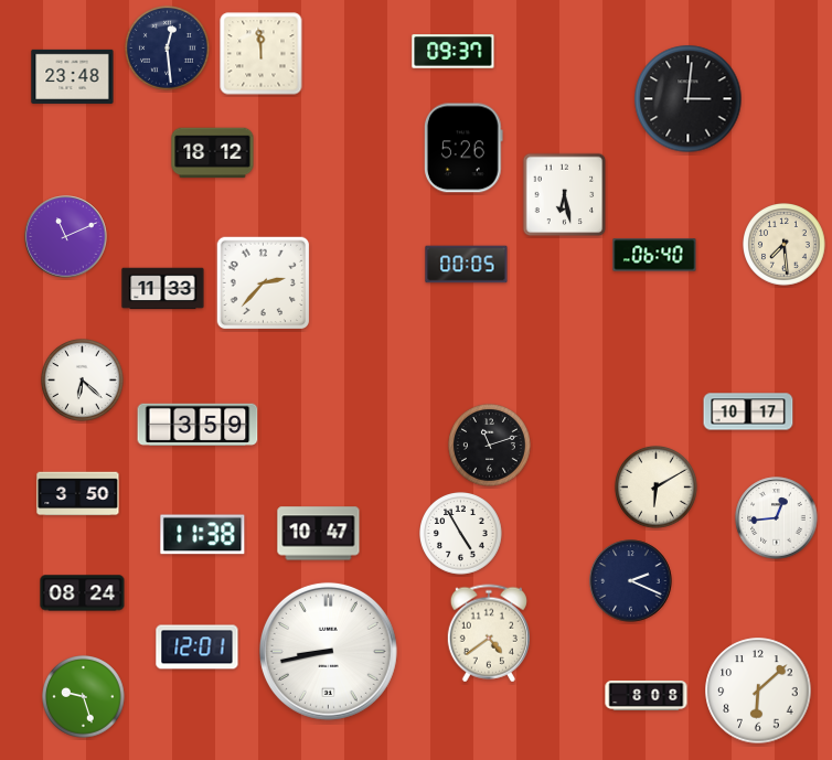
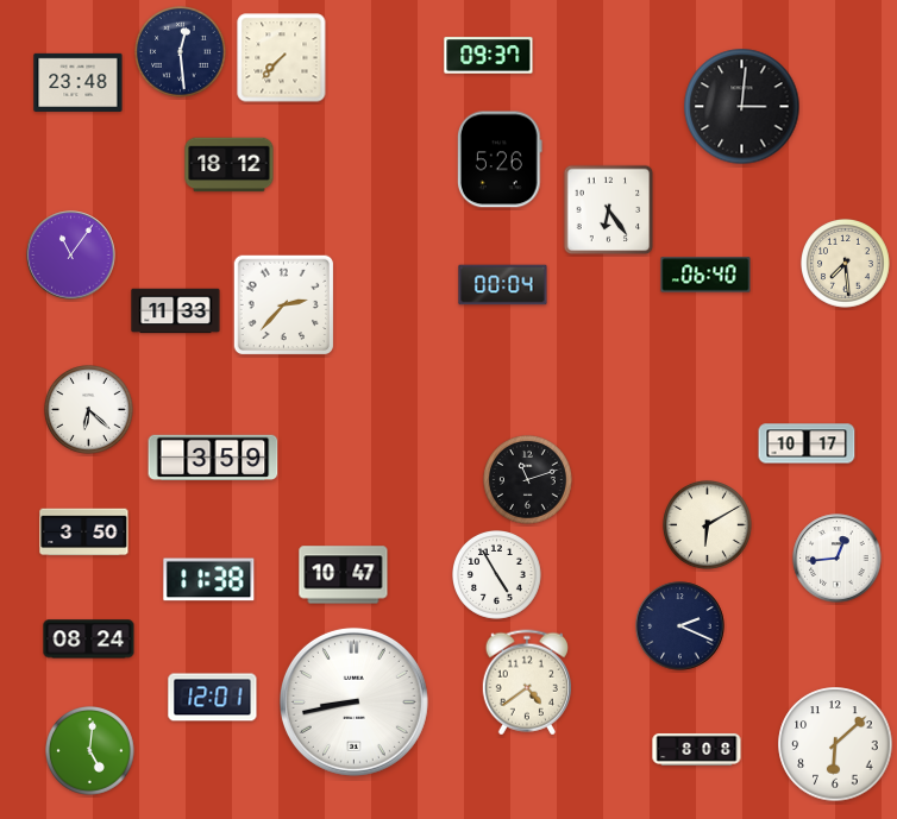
clock at (262, 54): 11:59 -> 7:37
clock at (565, 195): 6:28 -> 6:24
clock at (66, 237): 11:11 -> 11:06
clock at (467, 265): 00:05 -> 00:04
clock at (203, 535) position: (203, 535) -> (209, 580)
clock at (758, 691) position: (758, 691) -> (835, 744)
clock at (84, 697): 9:27 -> 5:01
